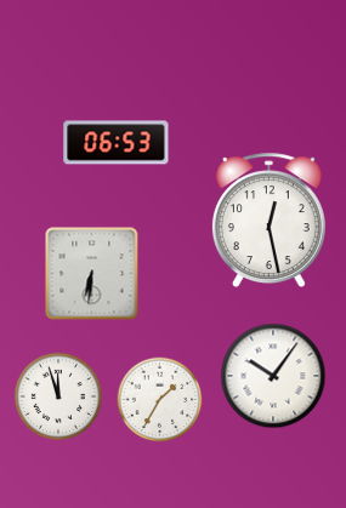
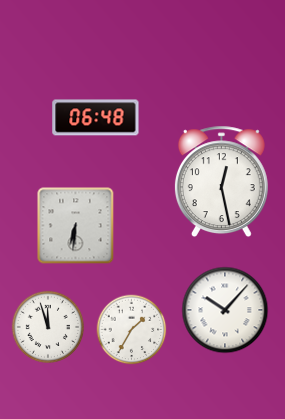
clock at (117, 143): 06:53 -> 06:48
clock at (273, 376): 10:06 -> 10:07
